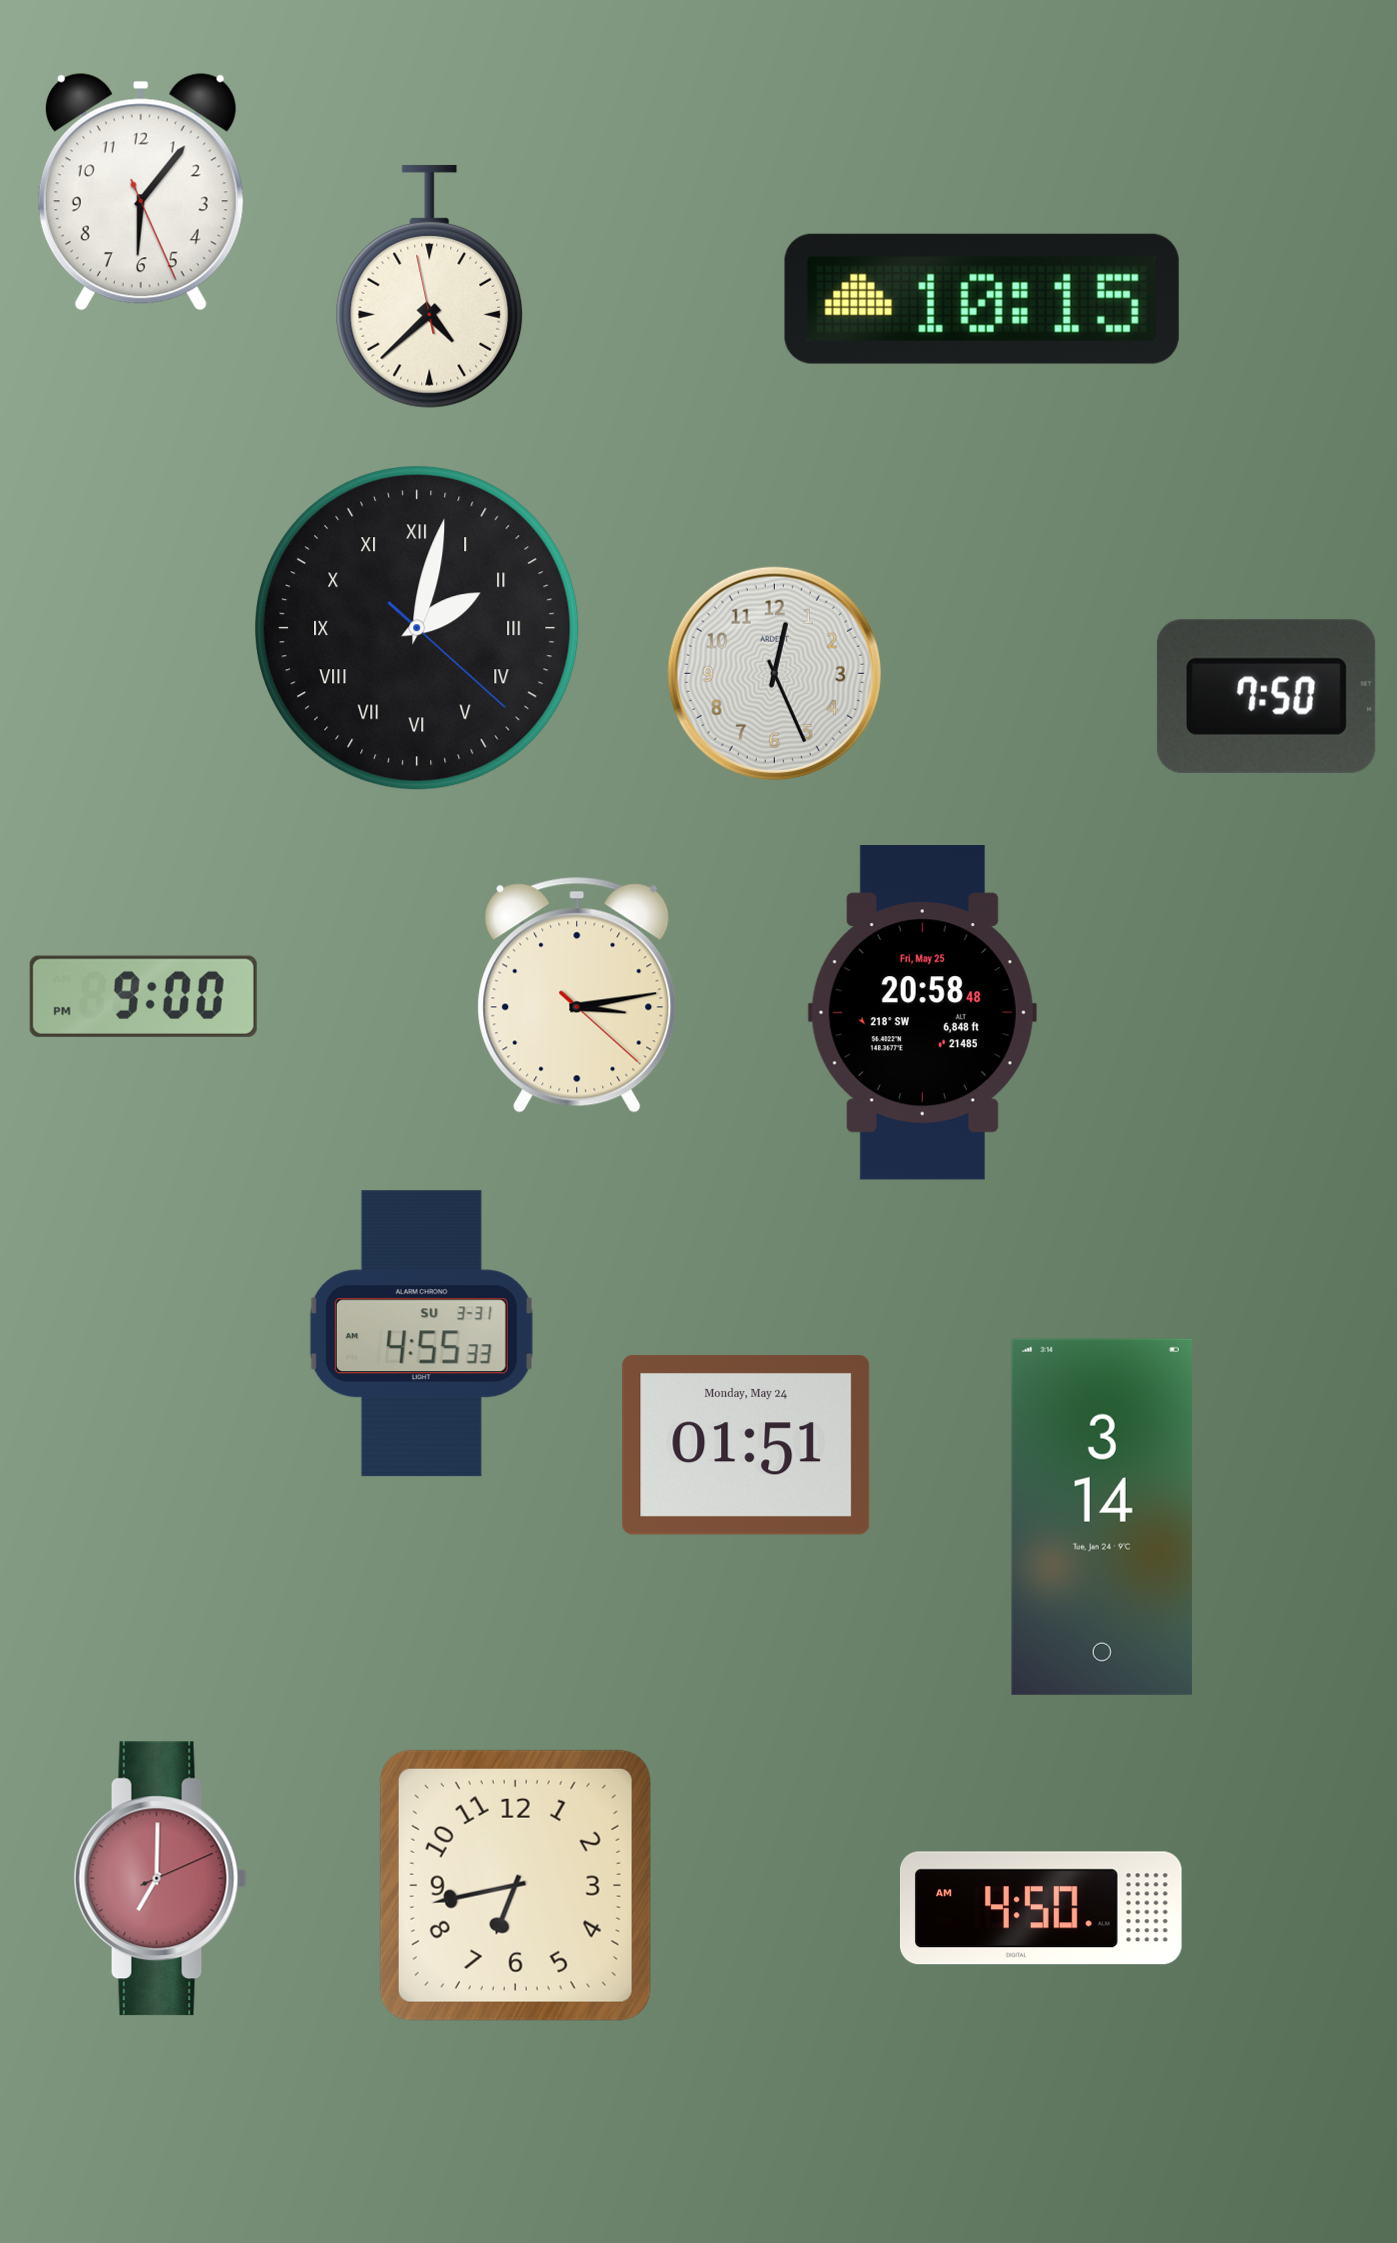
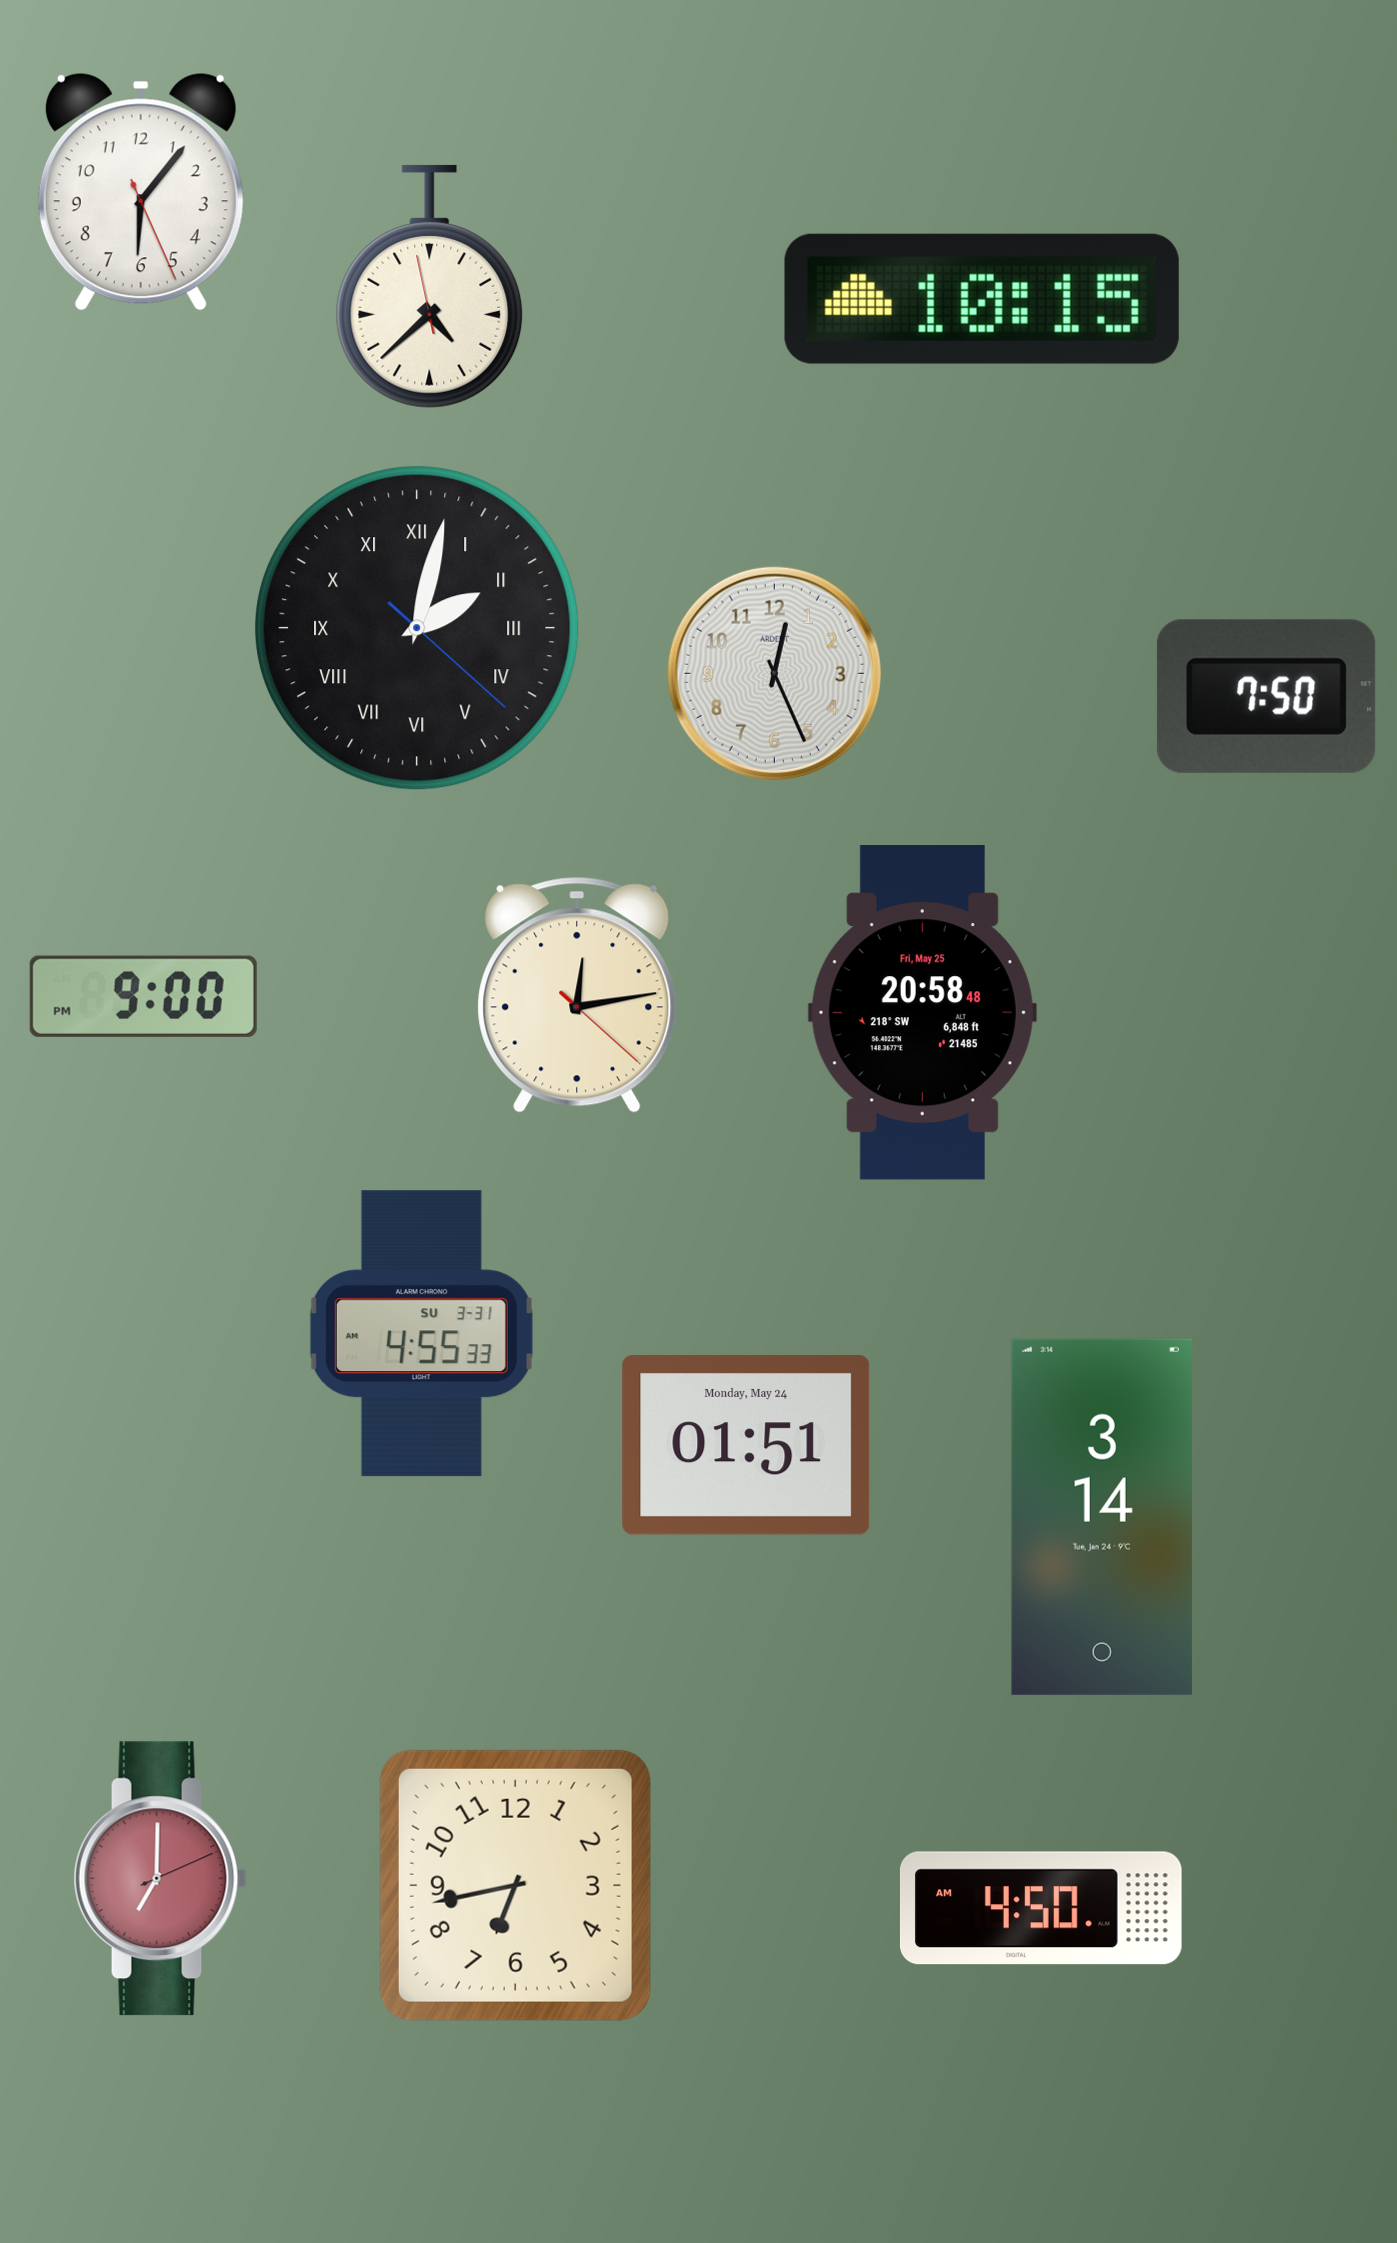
clock at (577, 995): 3:13 -> 12:13
